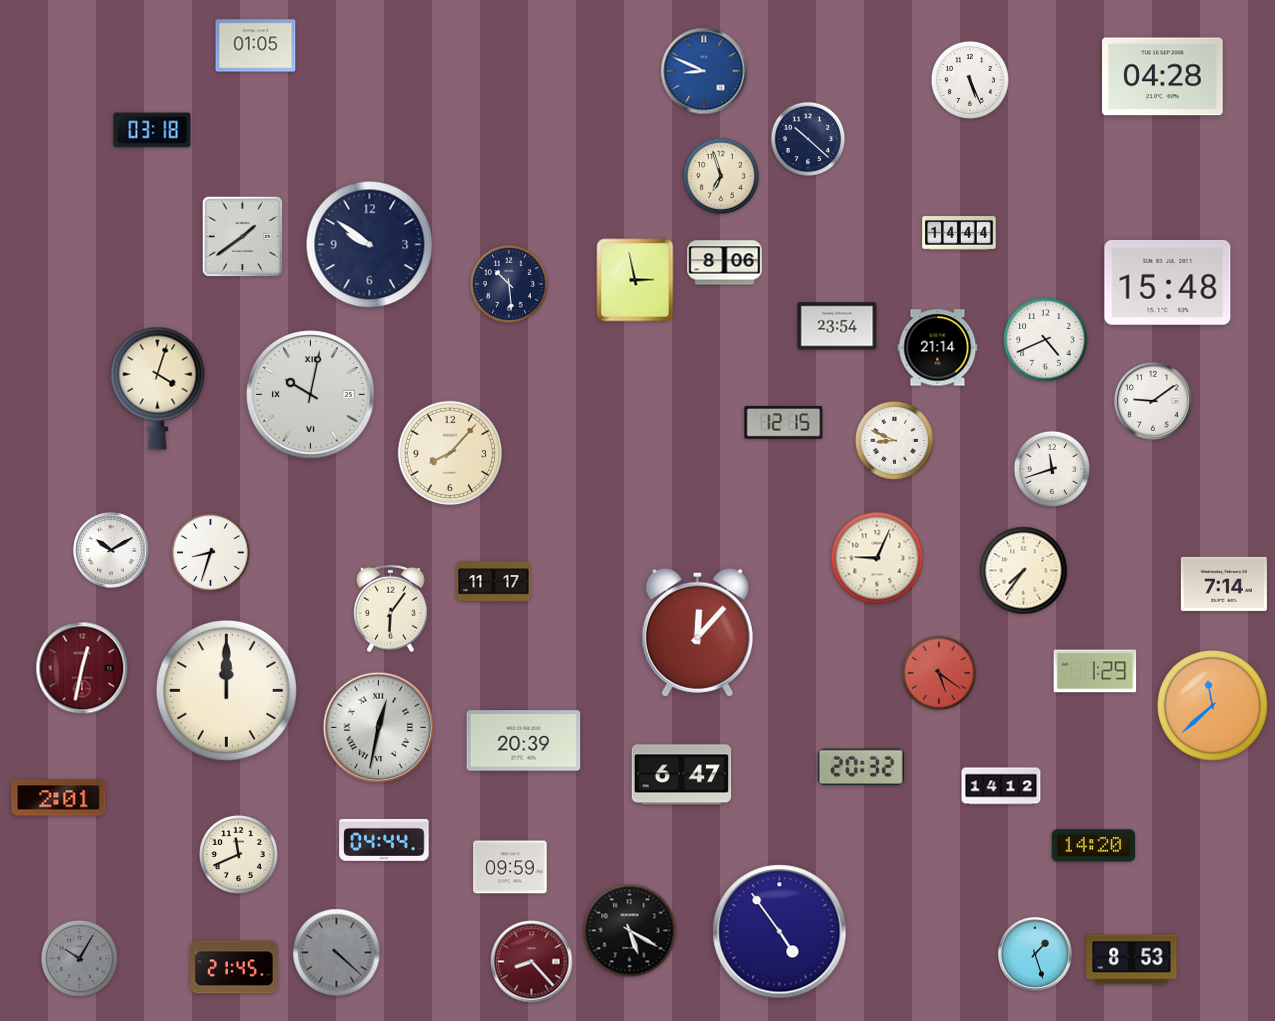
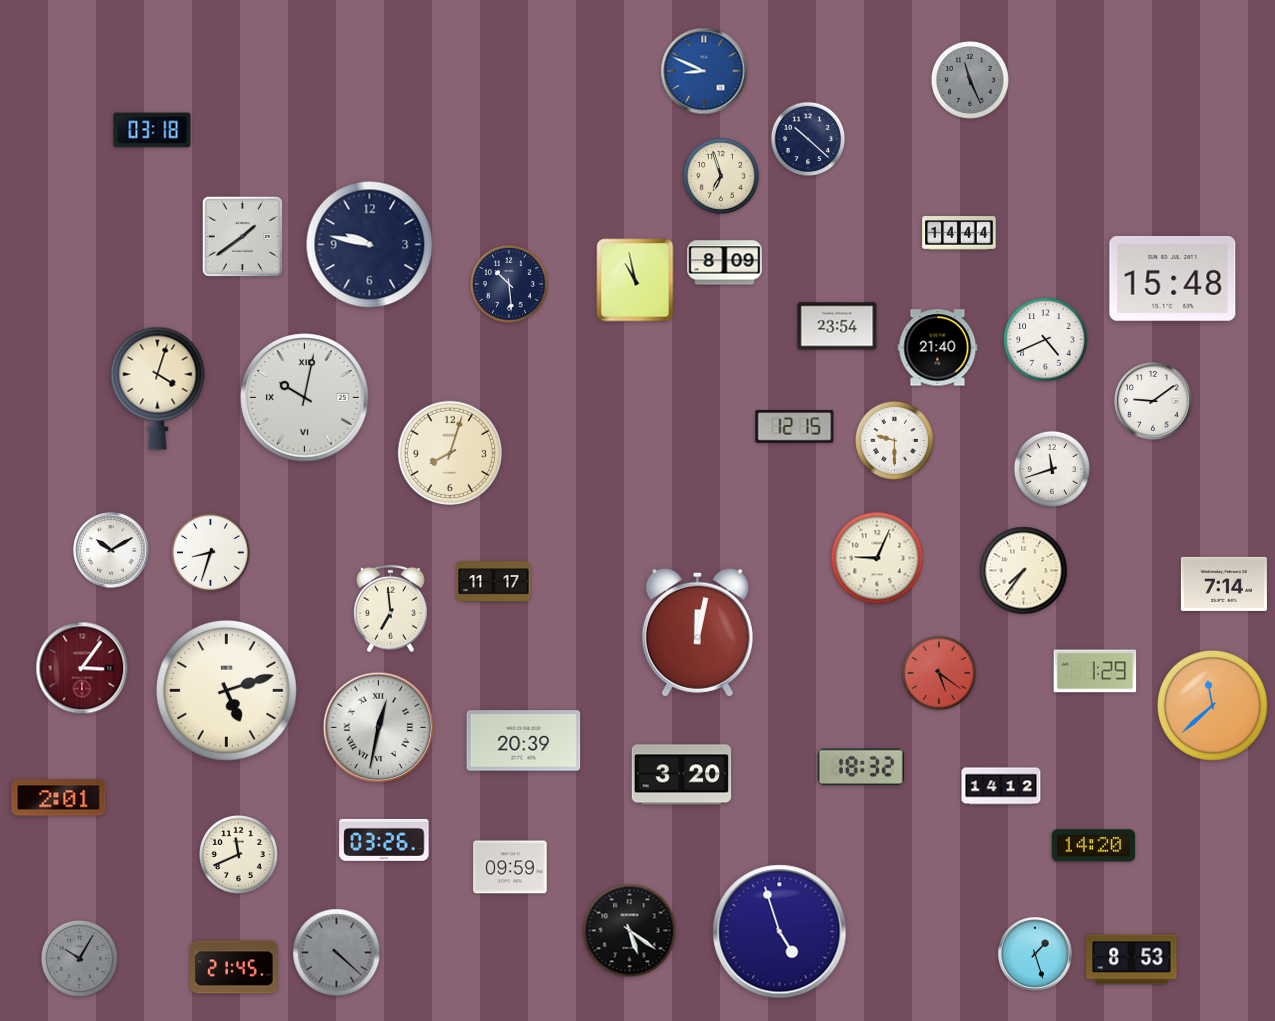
clock at (256, 46): 01:05 -> none
clock at (1163, 77): 04:28 -> none
clock at (970, 80): 5:26 -> 11:26
clock at (970, 80) dial: white -> grey
clock at (370, 245): 9:51 -> 9:47
clock at (725, 263): 8:06 -> 8:09
clock at (635, 280): 2:58 -> 10:58
clock at (1168, 282) position: (1168, 282) -> (1173, 278)
clock at (938, 348): 21:14 -> 21:40
clock at (311, 395) position: (311, 395) -> (305, 398)
clock at (784, 423) position: (784, 423) -> (795, 427)
clock at (894, 440): 8:49 -> 9:30
clock at (449, 452): 8:07 -> 8:03
clock at (391, 609): 6:06 -> 6:59
clock at (697, 632): 12:07 -> 12:02
clock at (82, 668): 12:32 -> 3:06
clock at (226, 690): 12:00 -> 5:12
clock at (861, 767): 20:32 -> 18:32
clock at (682, 775): 6:47 -> 3:20
clock at (384, 840): 04:44 -> 03:26
clock at (630, 931): 5:20 -> 5:21
clock at (780, 932): 4:54 -> 4:57
clock at (532, 962): 8:23 -> none
